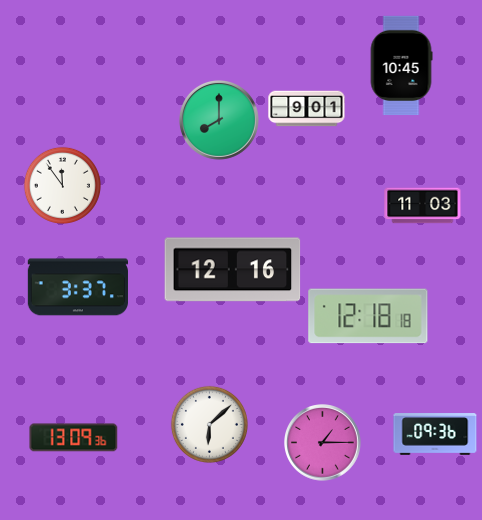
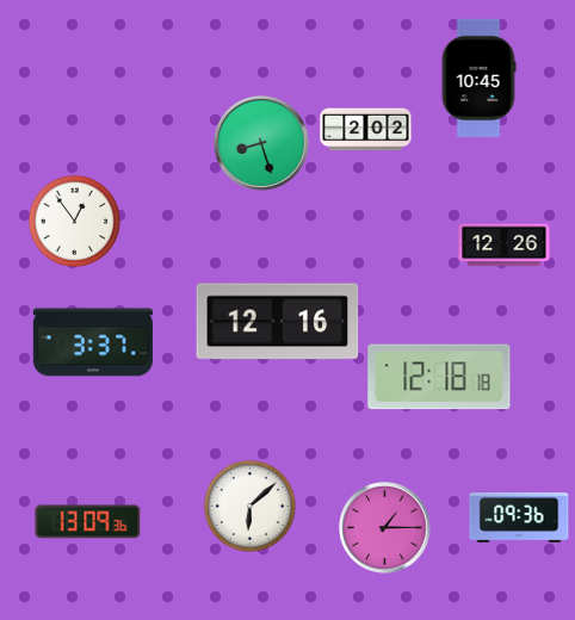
clock at (307, 109): 9:01 -> 2:02
clock at (219, 120): 8:00 -> 8:27
clock at (62, 185): 11:54 -> 12:54
clock at (423, 206): 11:03 -> 12:26
